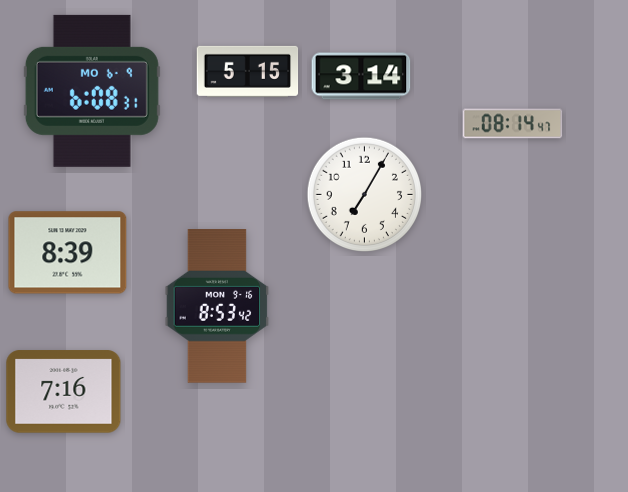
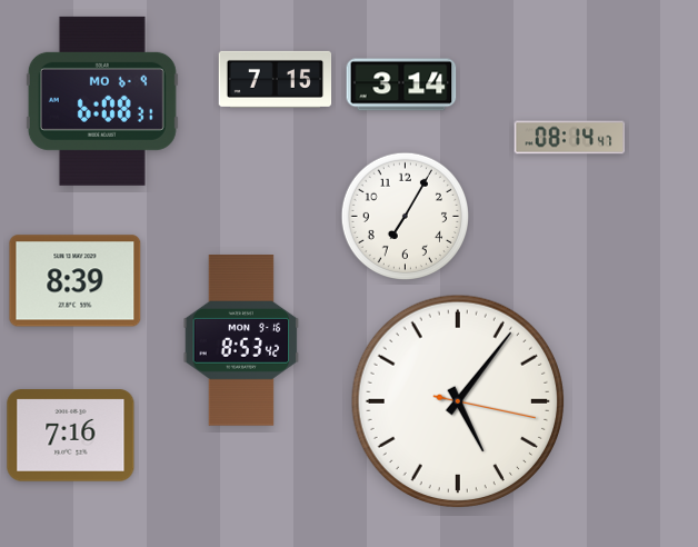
clock at (248, 71): 5:15 -> 7:15
clock at (457, 400): none -> 5:06
